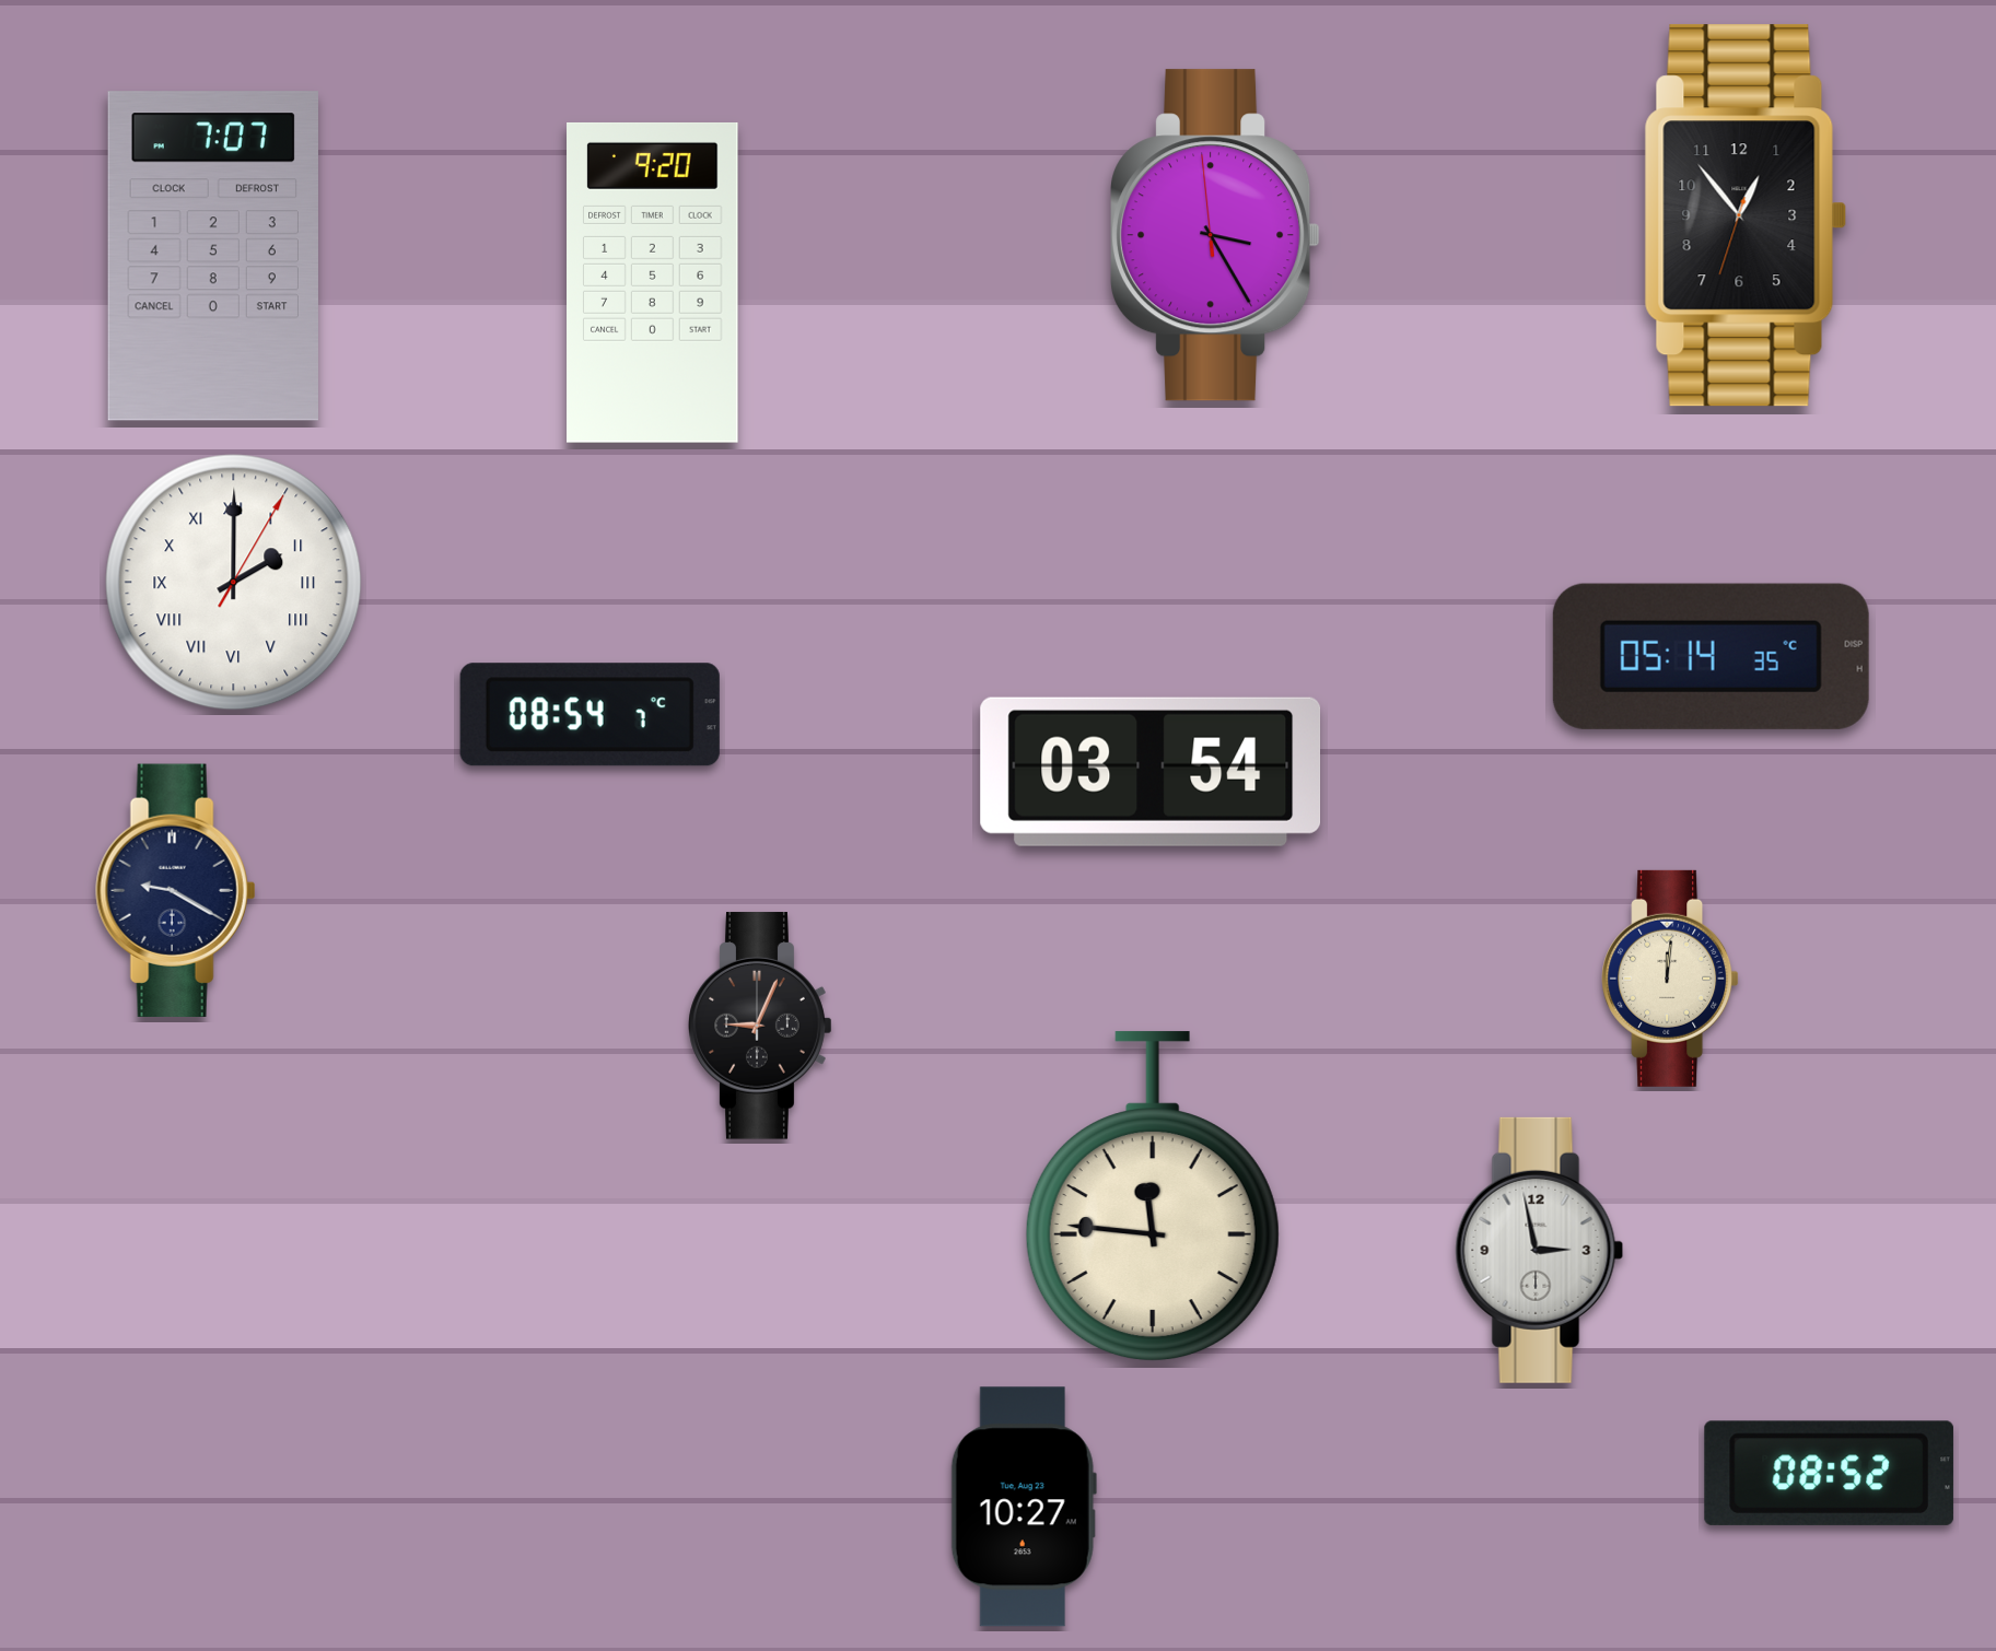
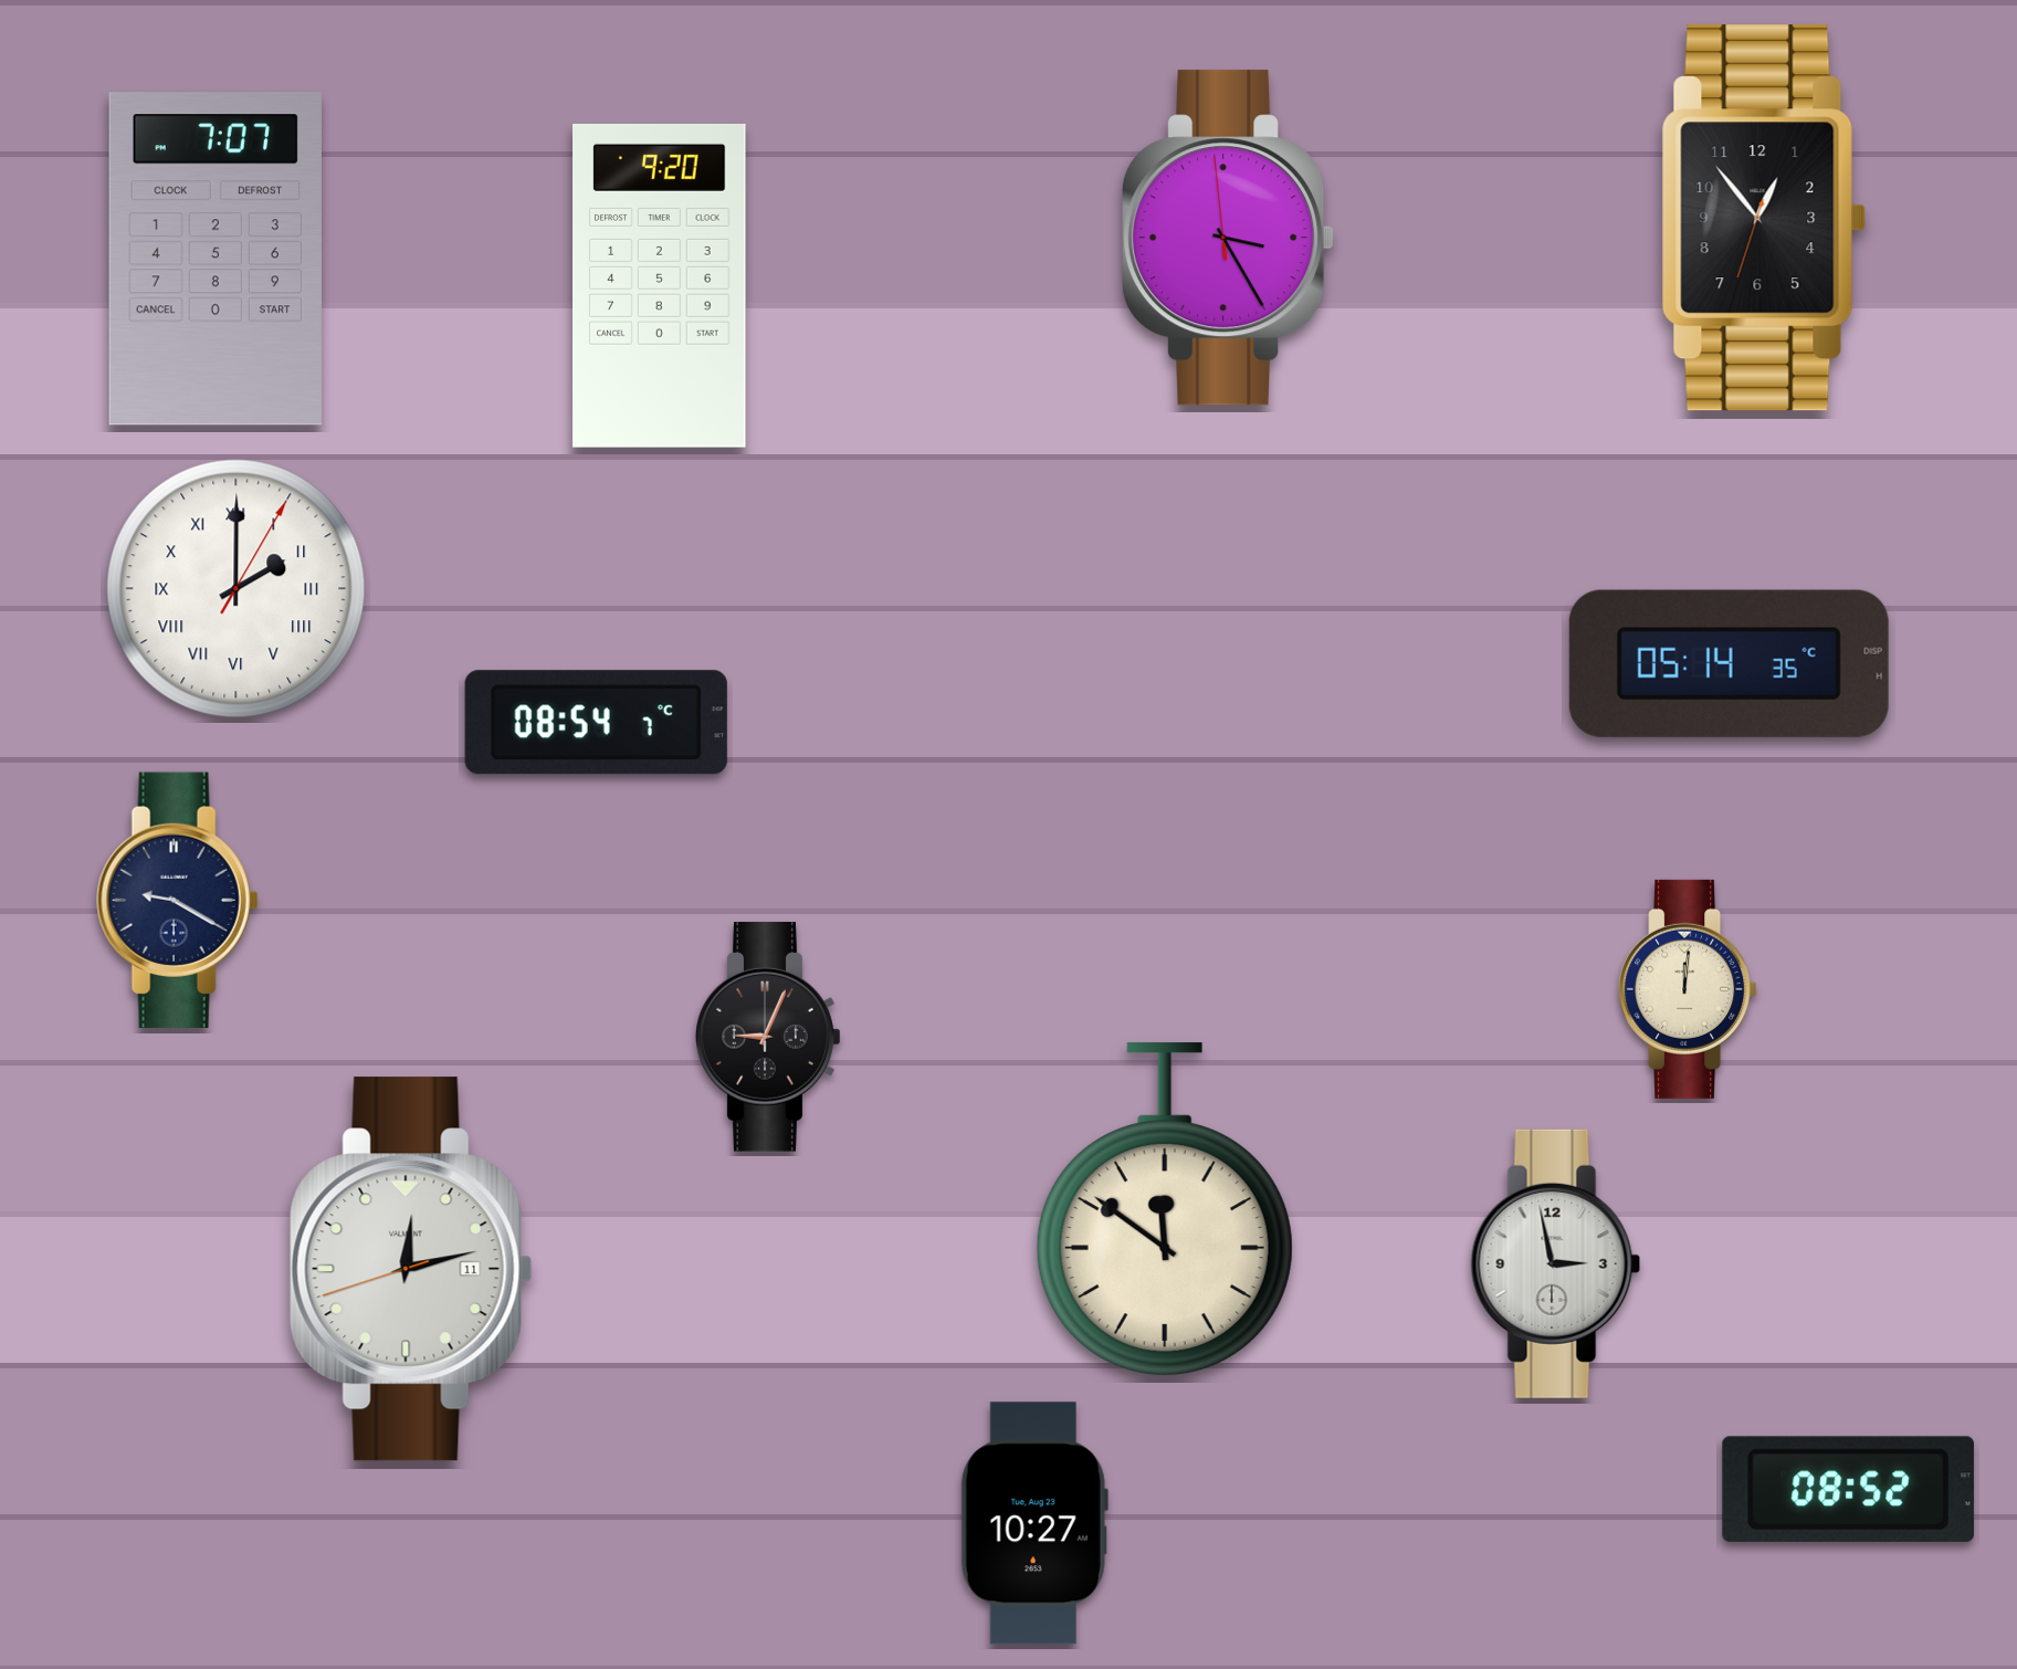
clock at (1151, 772): 03:54 -> none
clock at (1153, 1197): 11:46 -> 11:51
clock at (411, 1269): none -> 12:12
